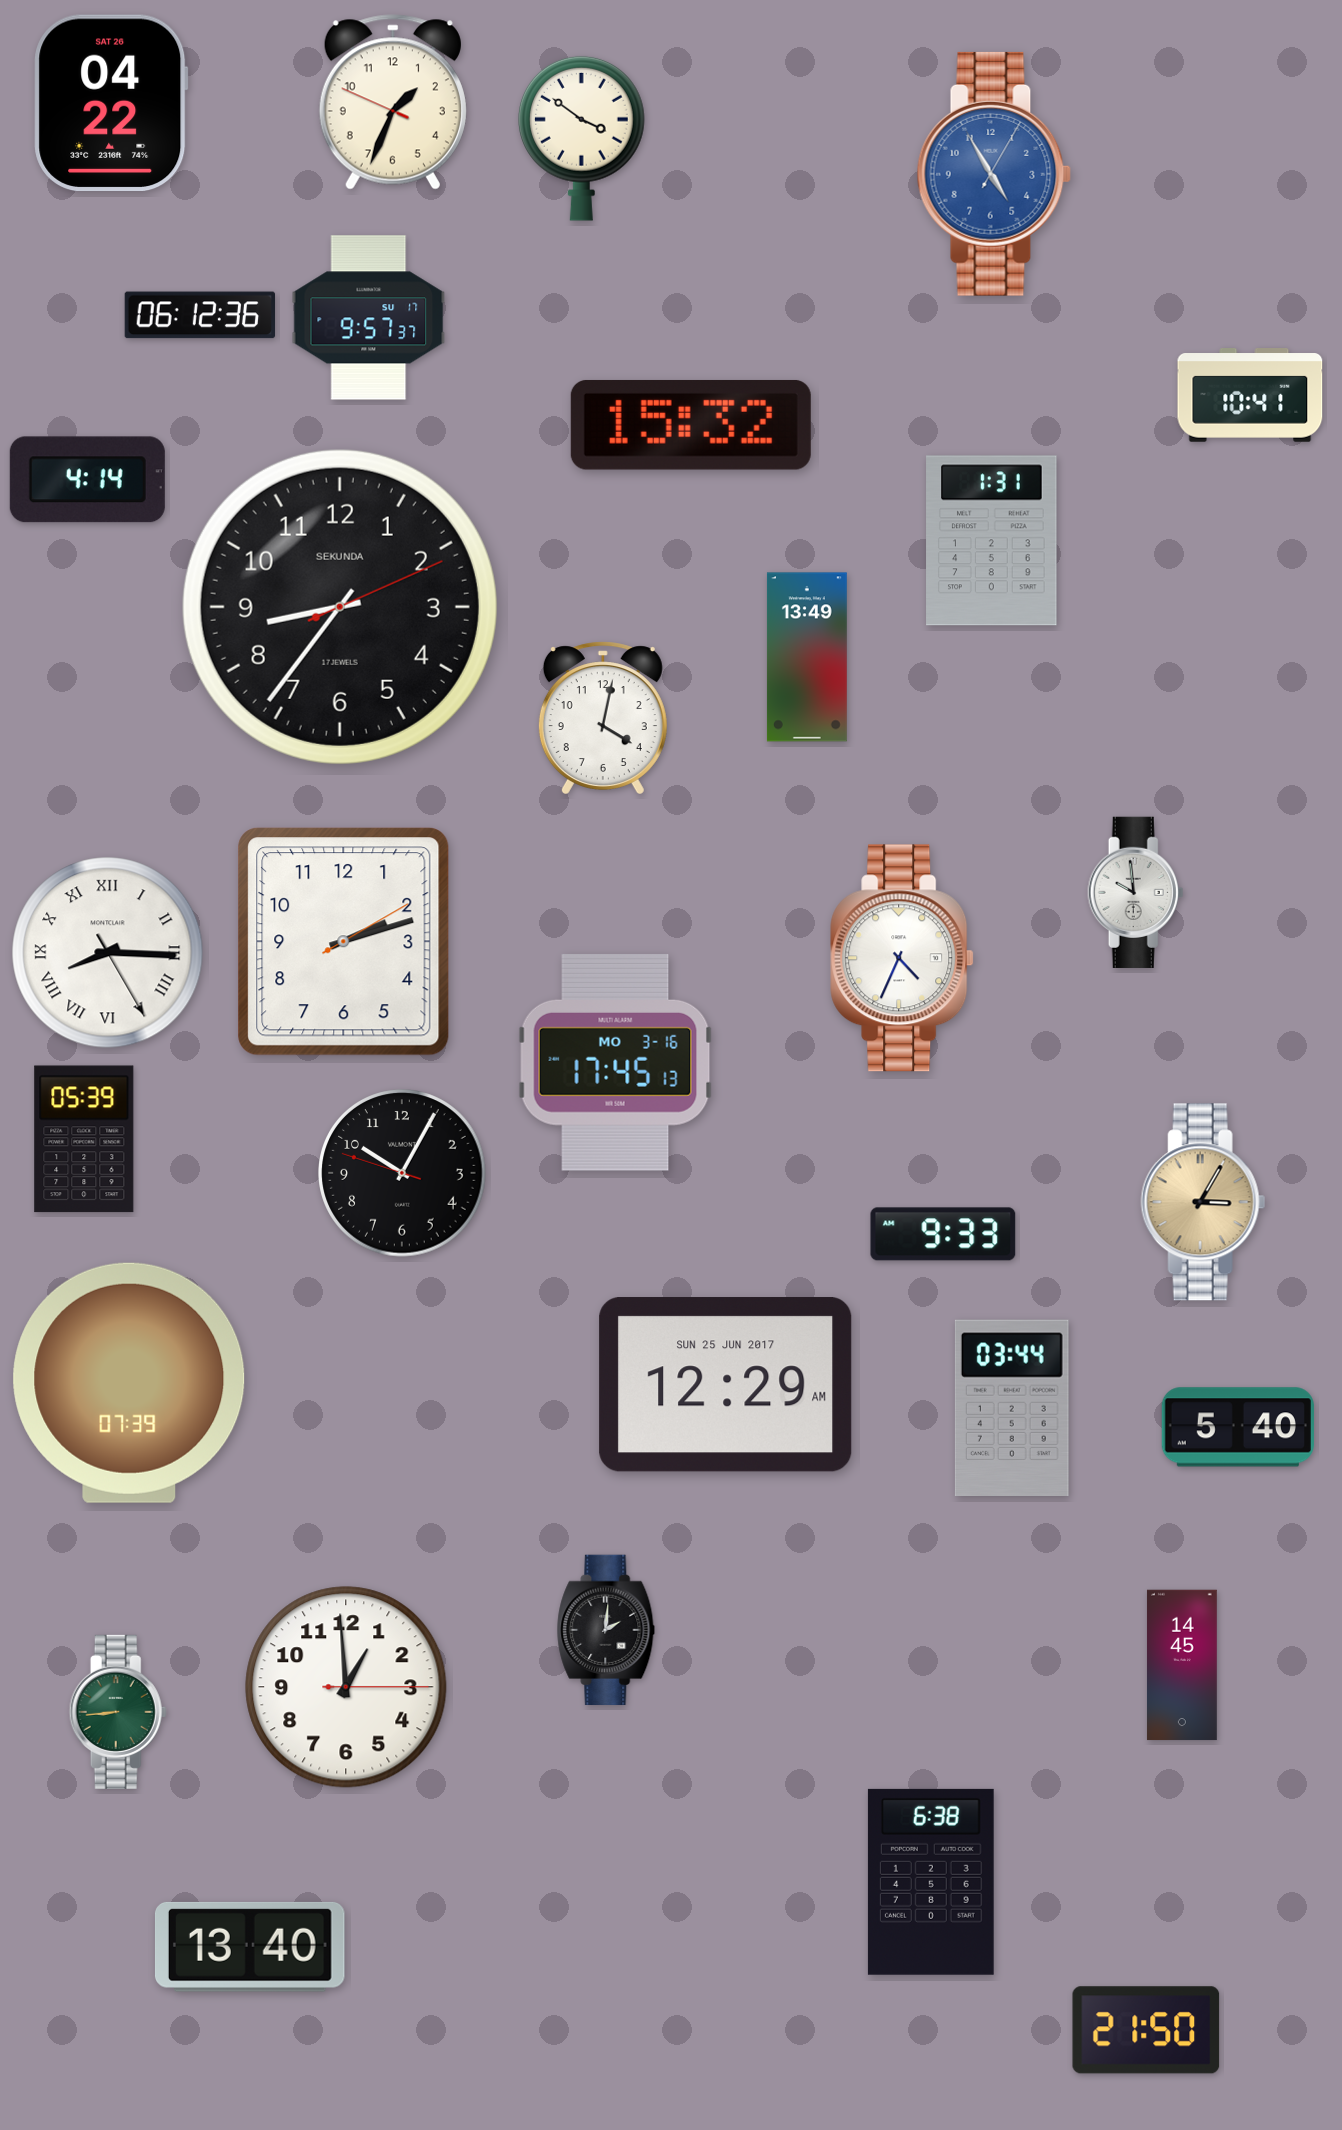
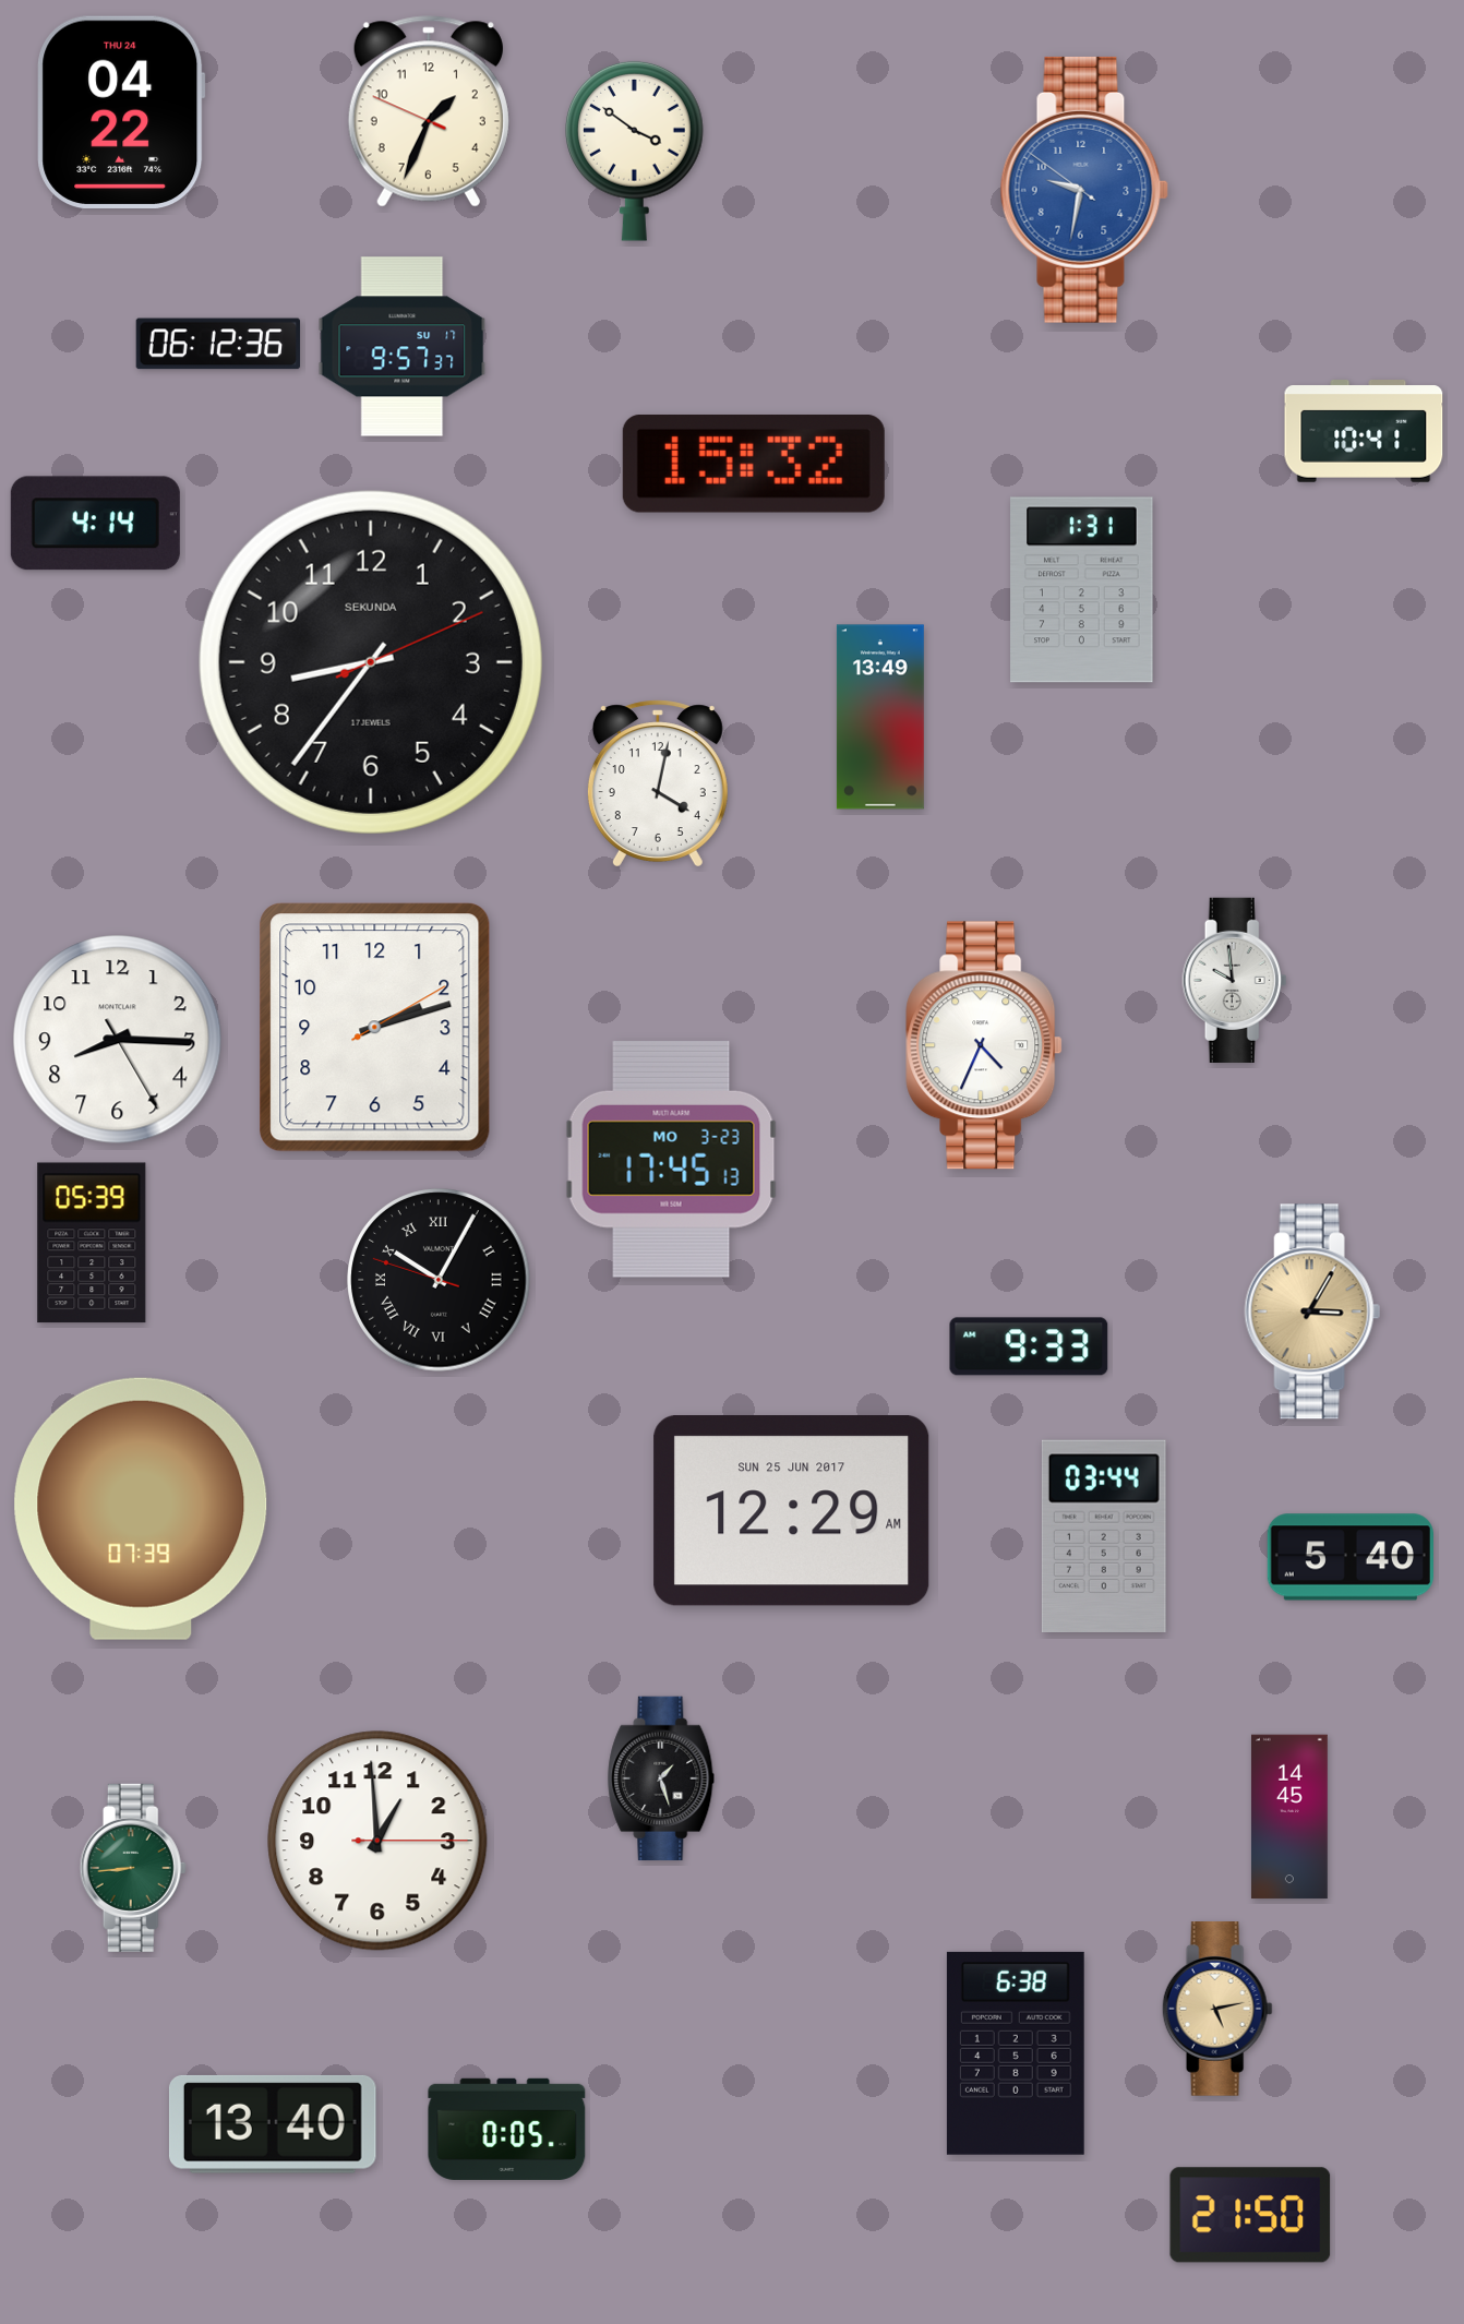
clock at (111, 102) date: SAT 26 -> THU 24
clock at (994, 174): 4:55 -> 9:31
clock at (1136, 892) position: (1136, 892) -> (1235, 980)
clock at (108, 953) numerals: Roman -> Arabic
clock at (615, 1062) date: MO 3-16 -> MO 3-23
clock at (402, 1173) numerals: Arabic -> Roman
clock at (606, 1630): 2:01 -> 1:27
clock at (118, 1712) position: (118, 1712) -> (133, 1868)
clock at (1217, 2010): none -> 5:13
clock at (507, 2129): none -> 0:05
